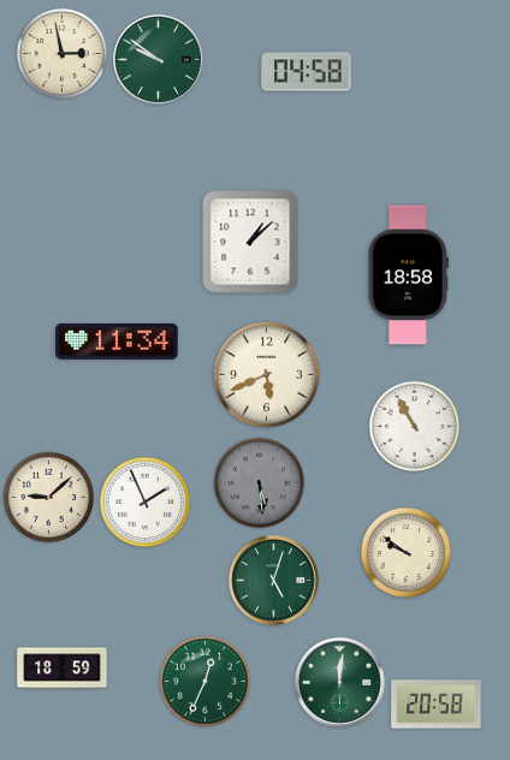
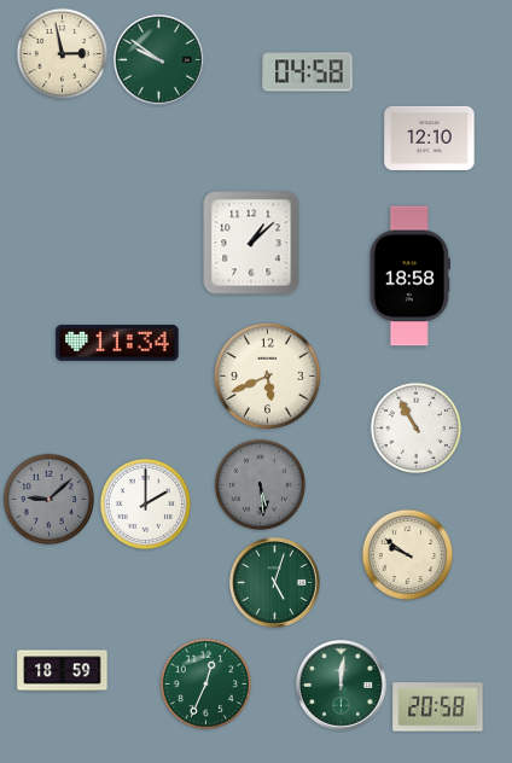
clock at (430, 138): none -> 12:10
clock at (48, 497) dial: cream -> grey
clock at (144, 501): 1:56 -> 2:00
